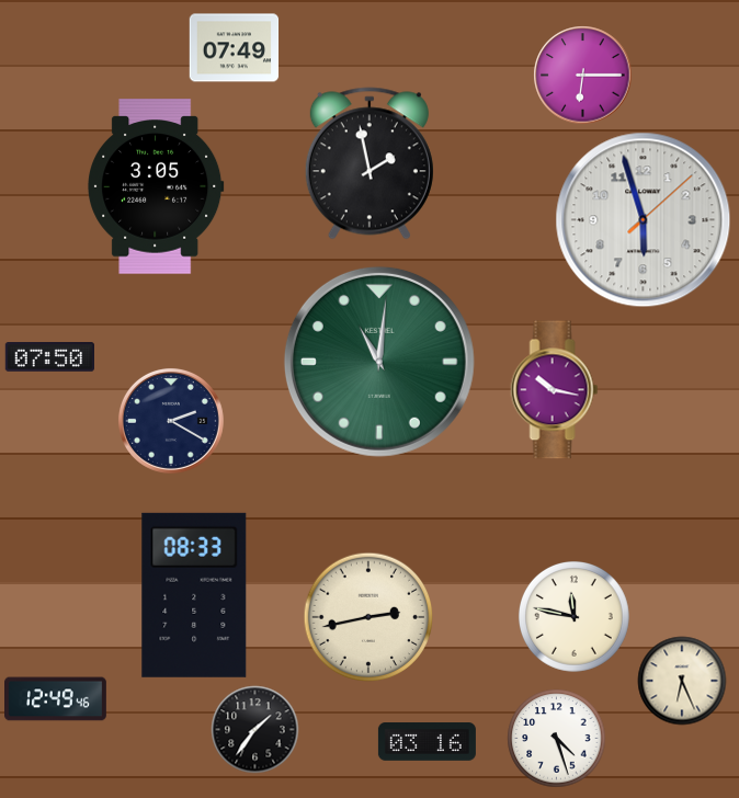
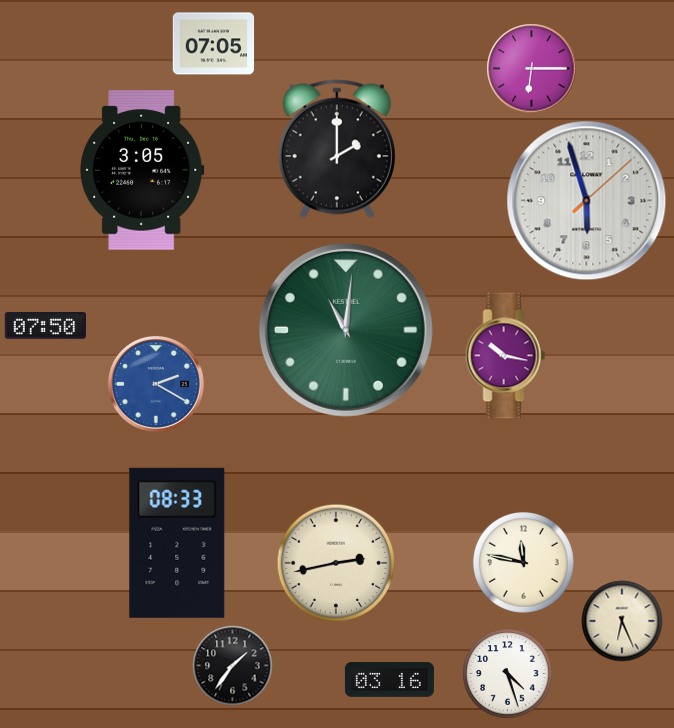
clock at (234, 48): 07:49 -> 07:05
clock at (369, 163): 1:58 -> 2:00
clock at (171, 421) dial: navy -> blue
clock at (56, 699): 12:49 -> none
clock at (427, 742) position: (427, 742) -> (389, 680)
